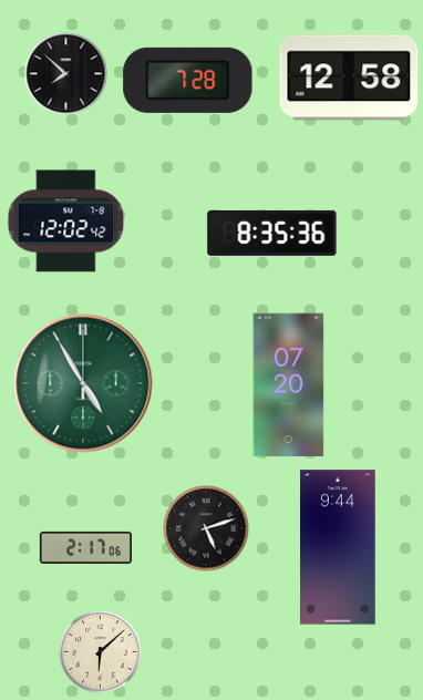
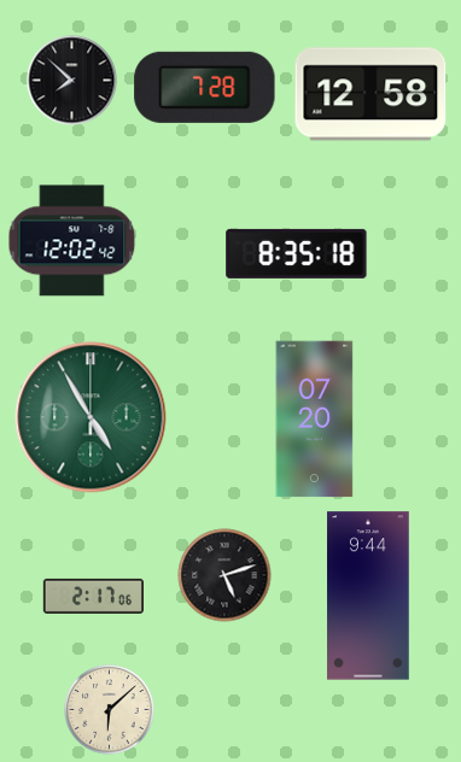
clock at (349, 78) position: (349, 78) -> (370, 94)
clock at (272, 233): 8:35:36 -> 8:35:18
